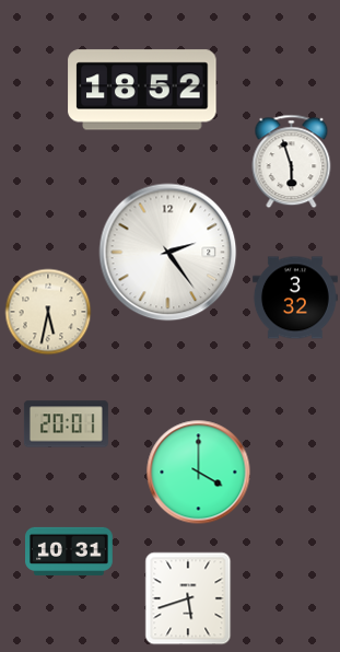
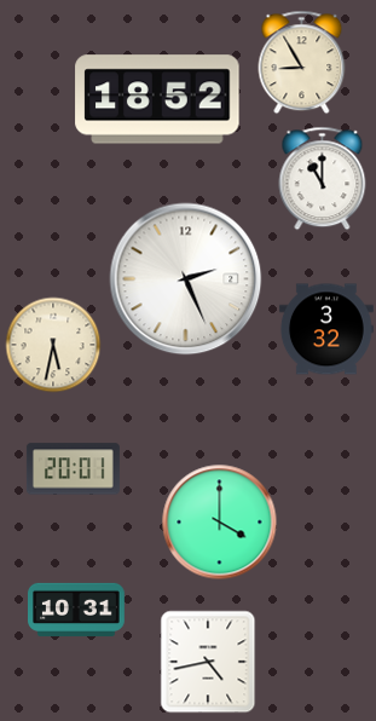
clock at (302, 62): none -> 8:55
clock at (292, 161): 5:57 -> 11:00
clock at (168, 253): 2:24 -> 2:26
clock at (188, 598): 5:42 -> 4:43
